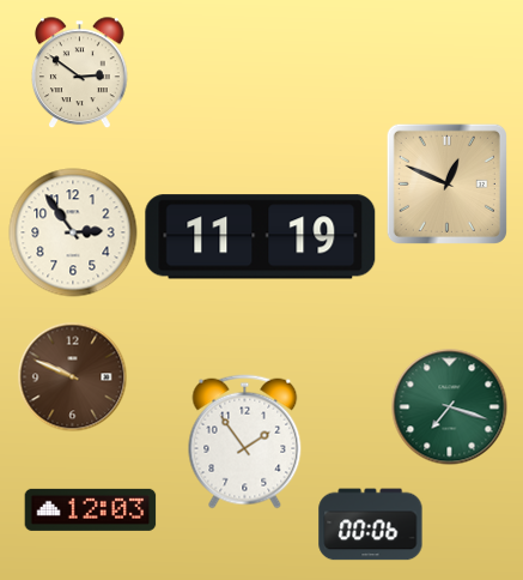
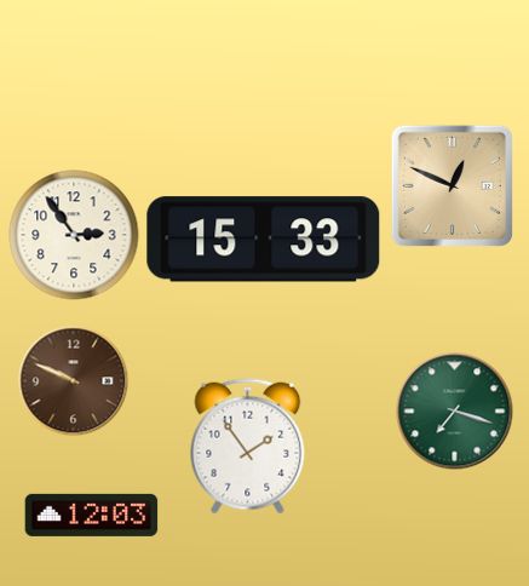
clock at (80, 72): 2:51 -> none
clock at (261, 237): 11:19 -> 15:33
clock at (371, 525): 00:06 -> none
